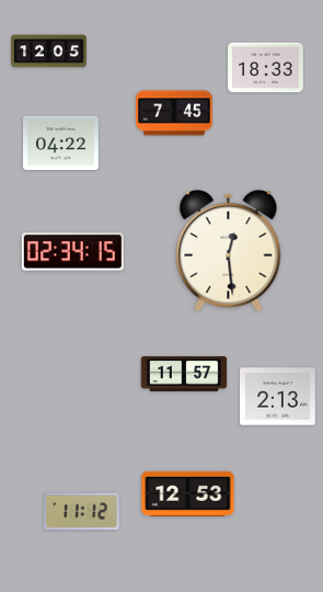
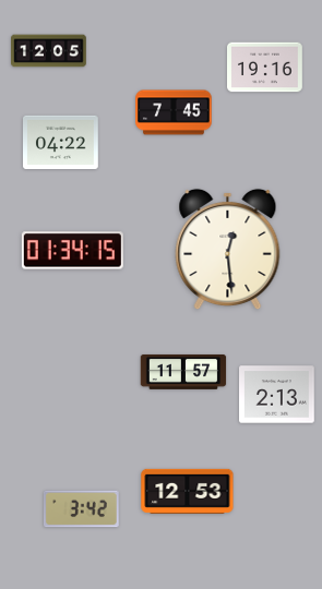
clock at (266, 68): 18:33 -> 19:16
clock at (72, 252): 02:34 -> 01:34
clock at (82, 512): 11:12 -> 3:42
